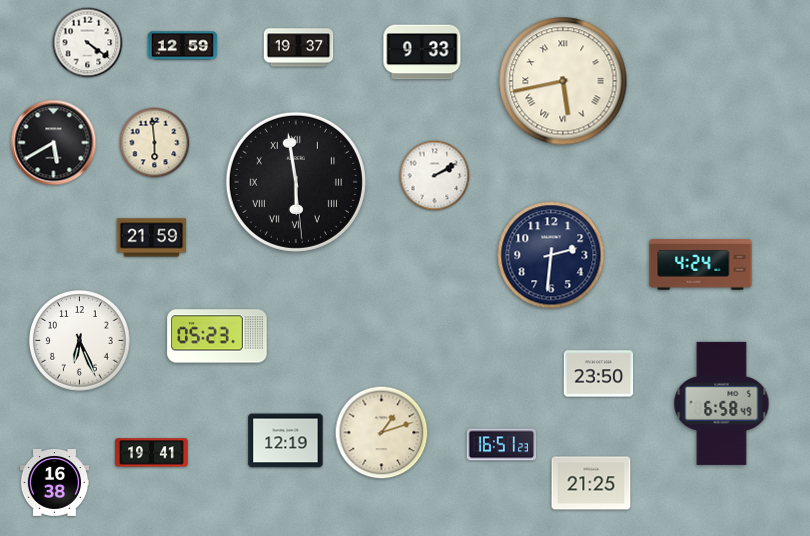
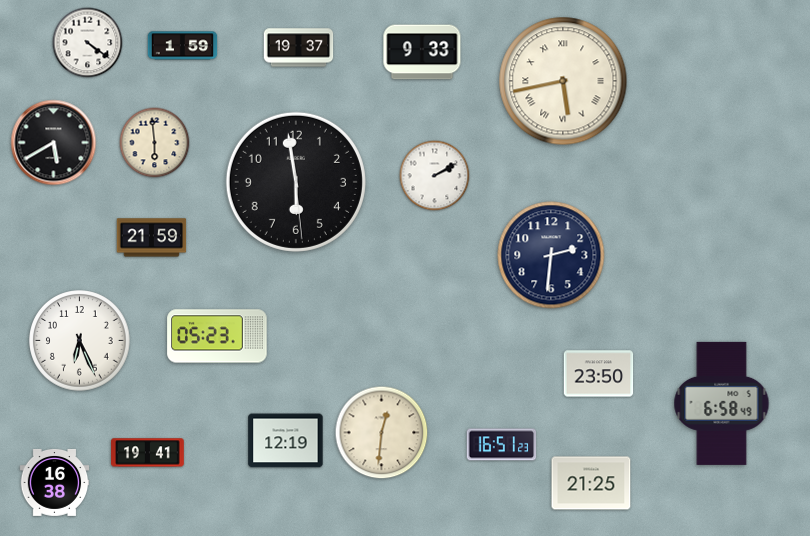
clock at (183, 46): 12:59 -> 1:59
clock at (296, 182) numerals: Roman -> Arabic
clock at (701, 265): 4:24 -> none
clock at (382, 433): 1:12 -> 12:31
clock at (152, 453) position: (152, 453) -> (148, 453)
